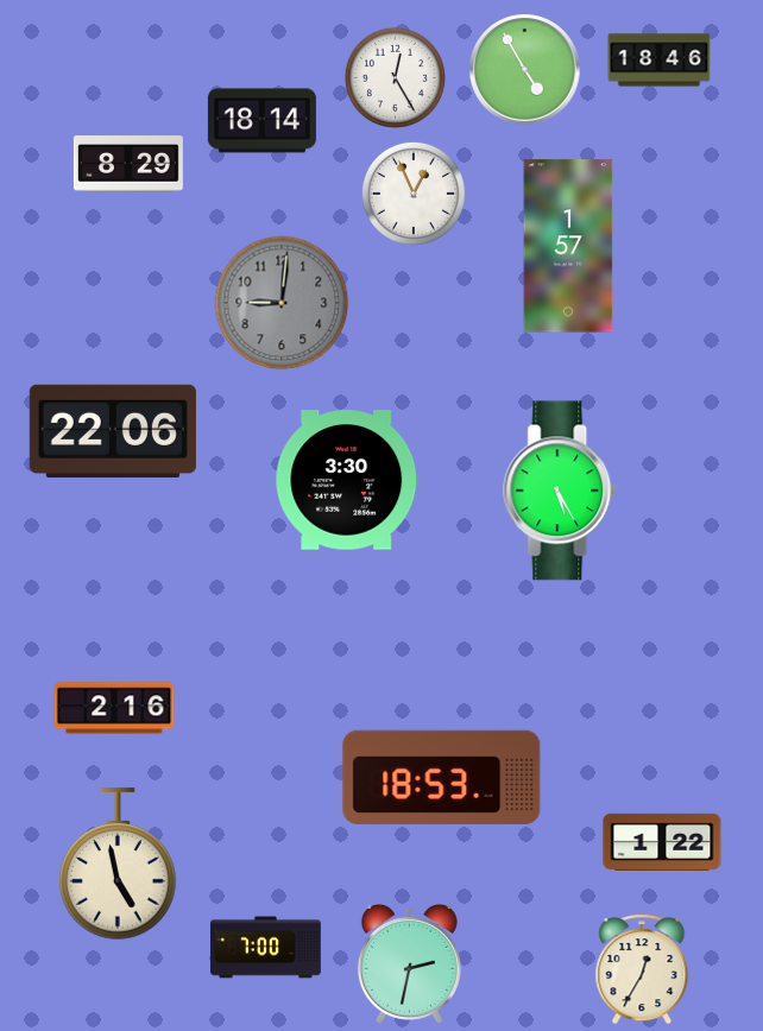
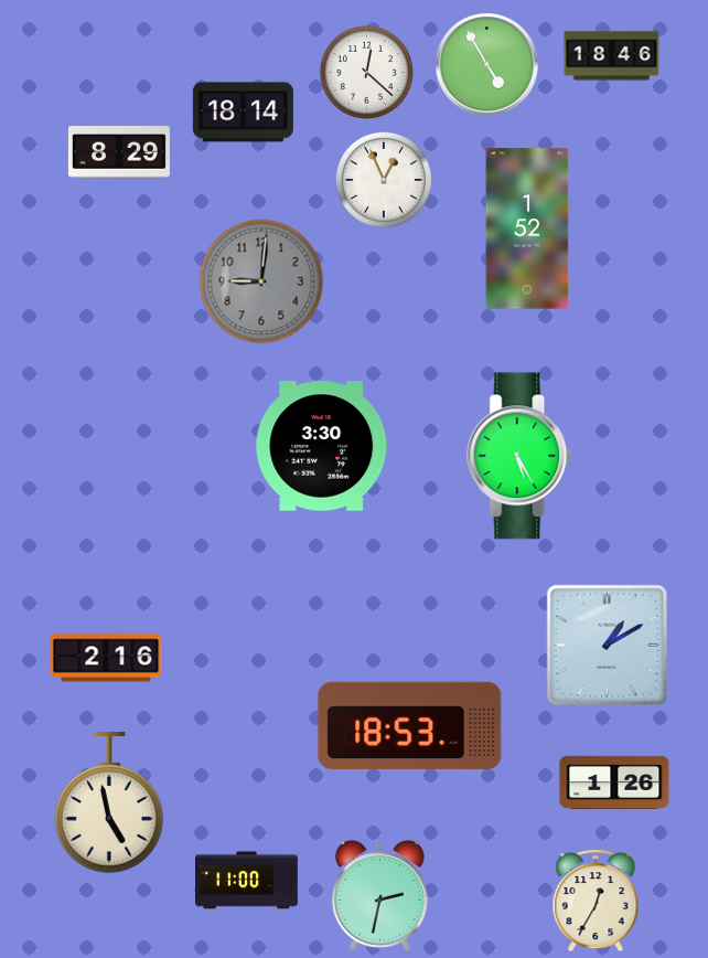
clock at (395, 77): 12:25 -> 12:22
clock at (568, 246): 1:57 -> 1:52
clock at (113, 430): 22:06 -> none
clock at (607, 645): none -> 1:10
clock at (442, 777) position: (442, 777) -> (410, 725)
clock at (662, 842): 1:22 -> 1:26
clock at (266, 948): 7:00 -> 11:00
